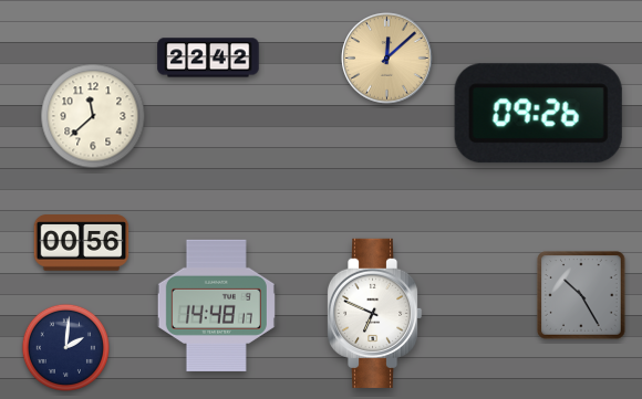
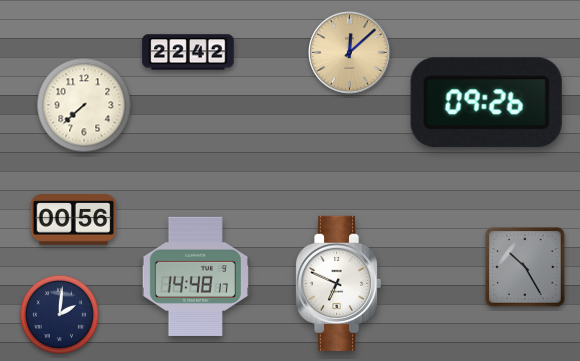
clock at (93, 116): 11:38 -> 7:38
